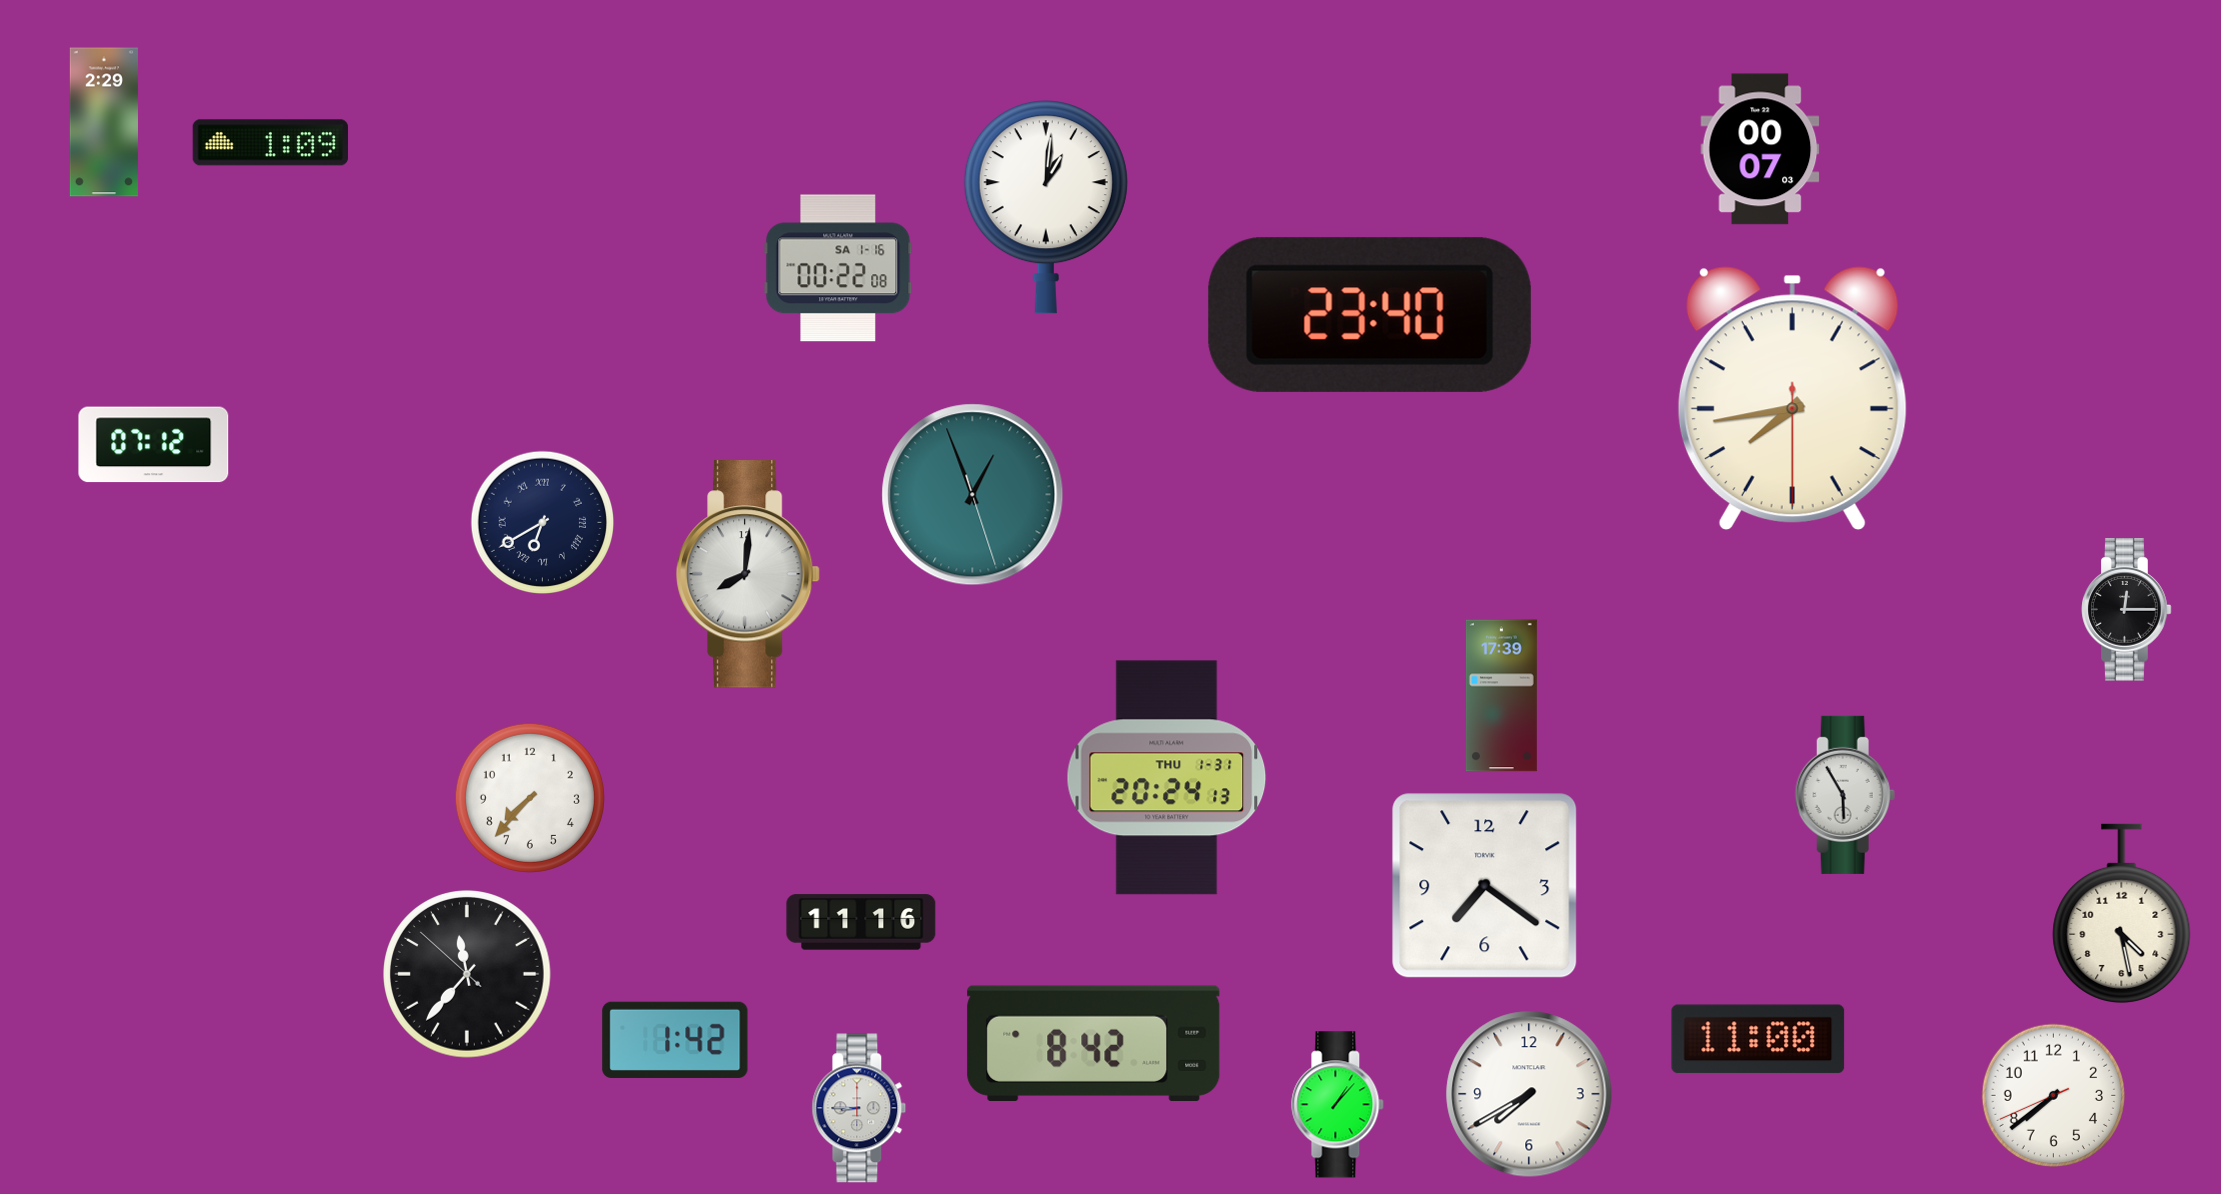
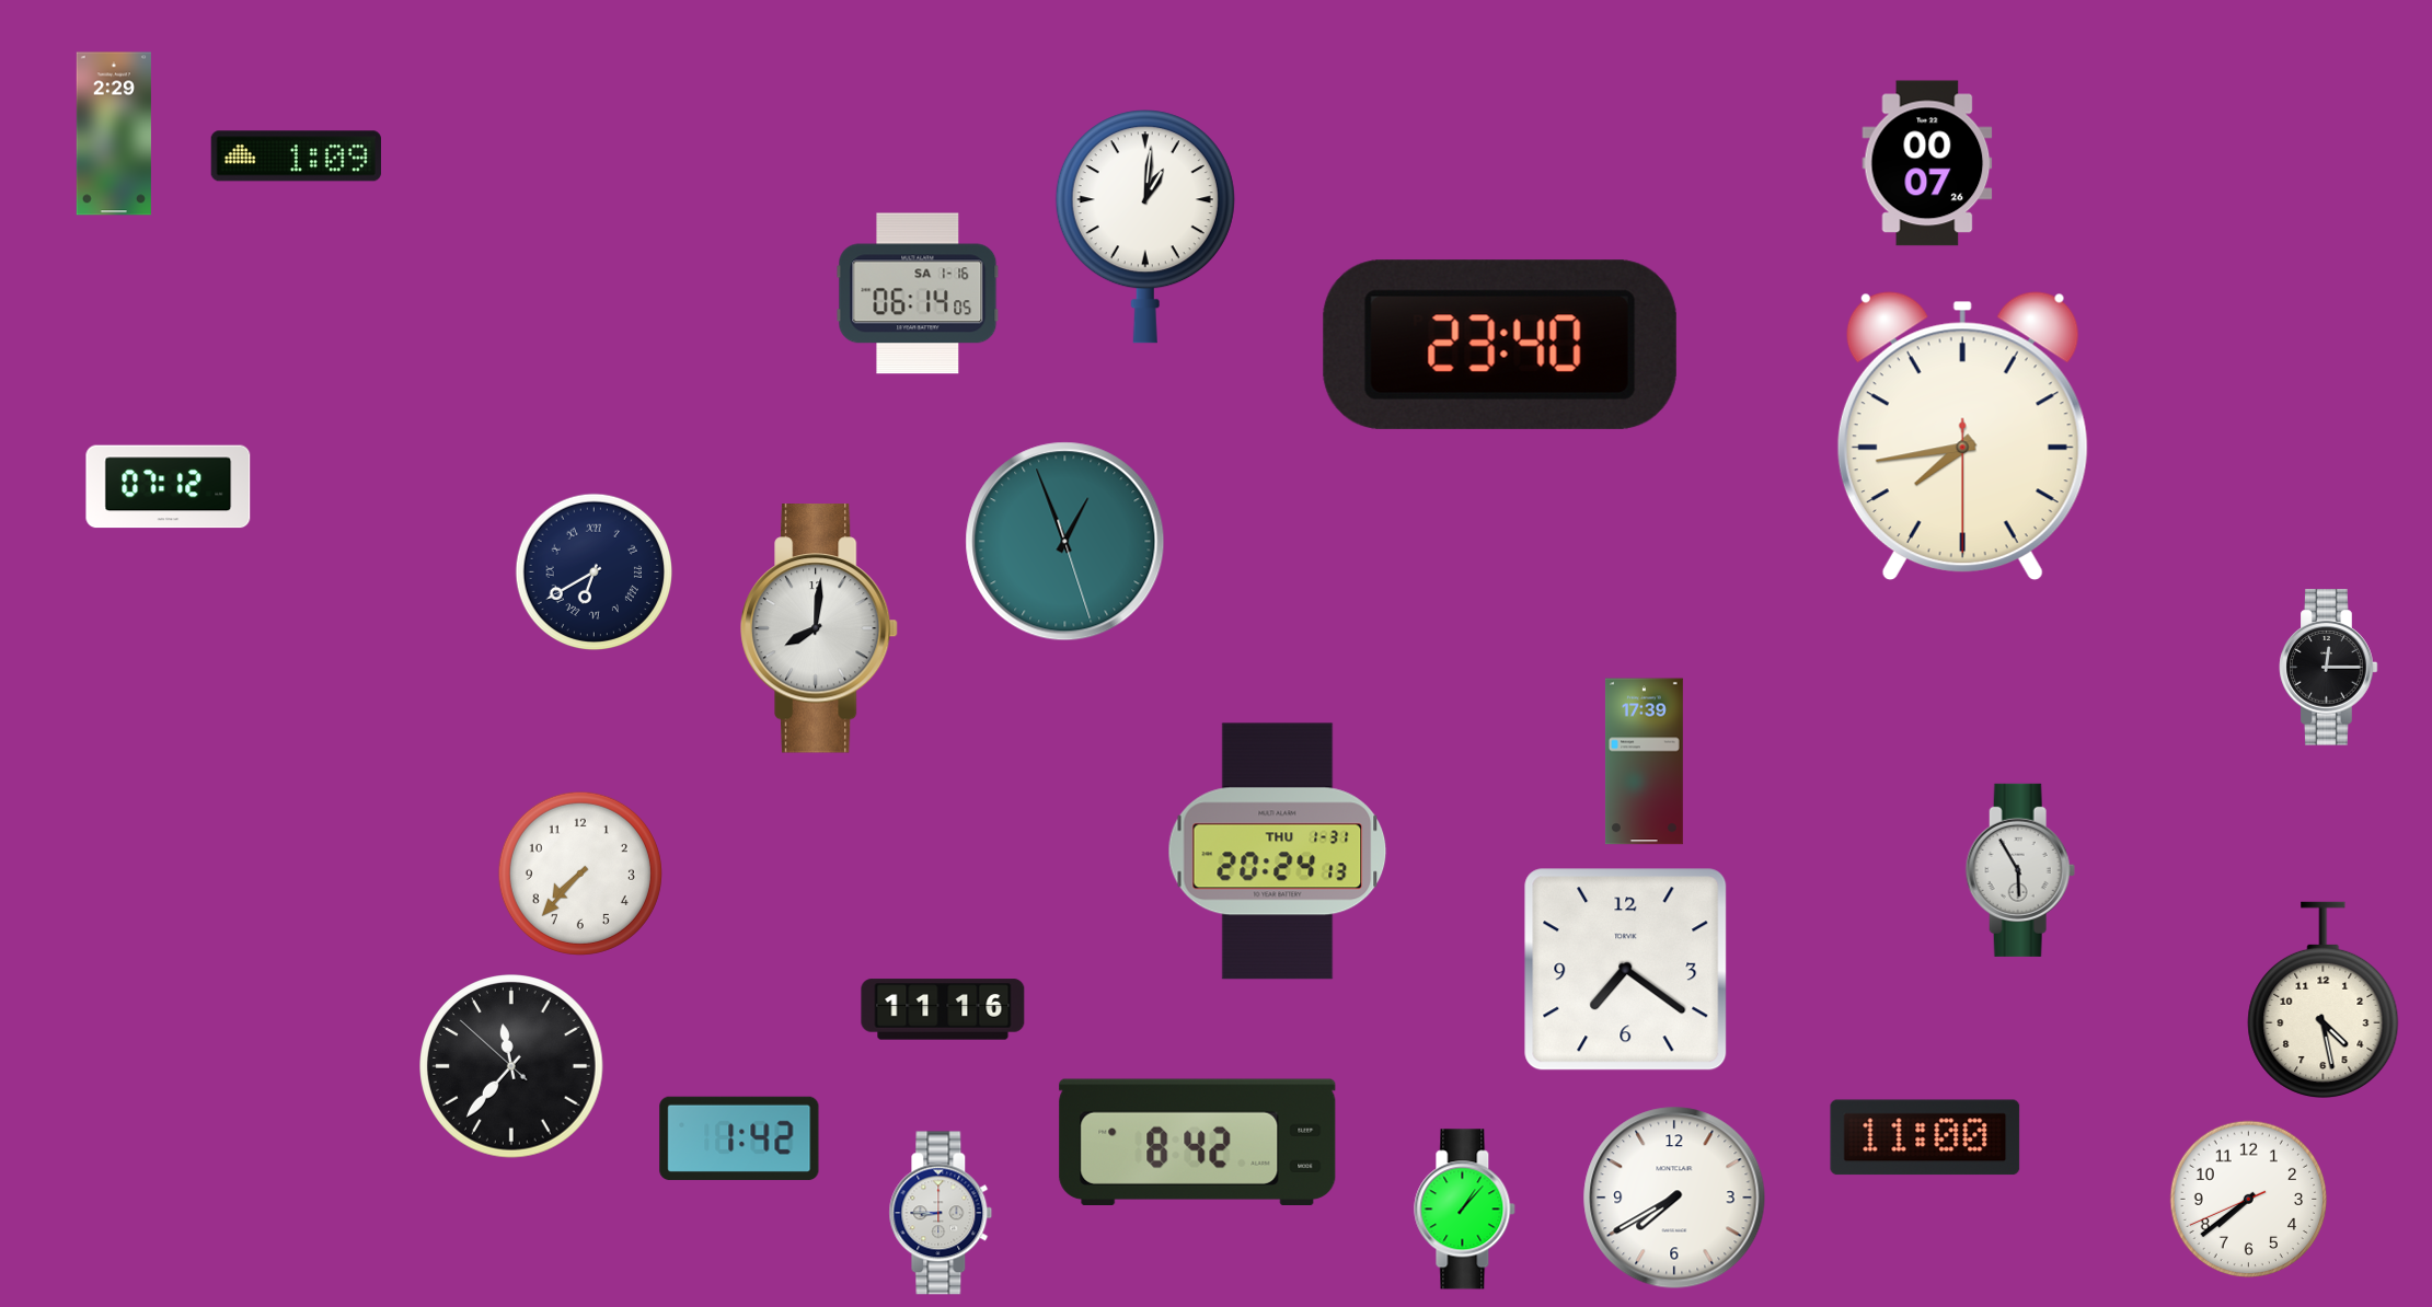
clock at (1760, 149): 00:07:03 -> 00:07:26
clock at (838, 268): 00:22 -> 06:14
